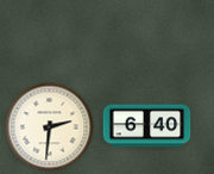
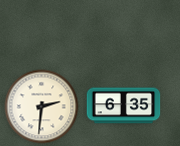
clock at (147, 126): 6:40 -> 6:35
